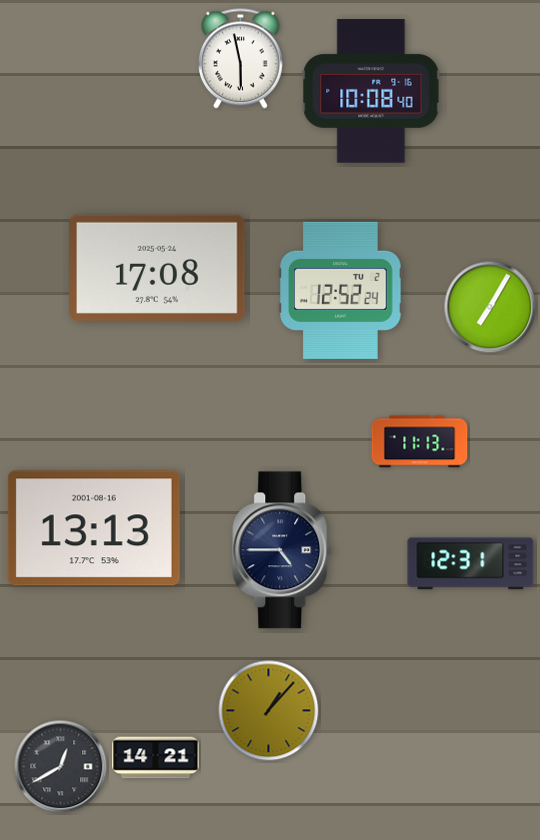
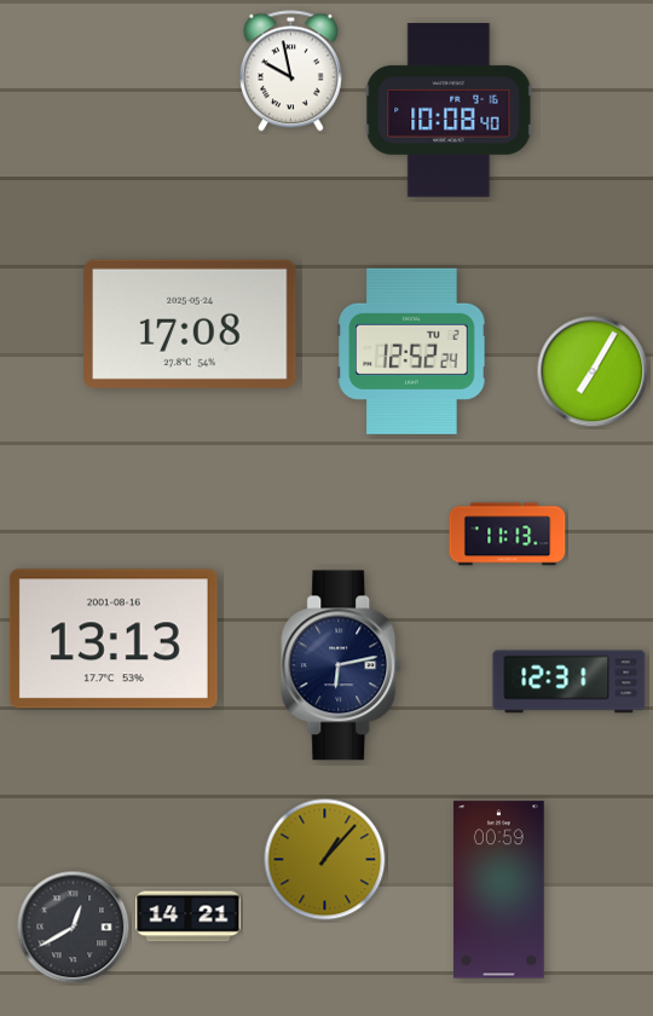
clock at (240, 59): 5:58 -> 9:58
clock at (283, 550): 4:45 -> 6:13
clock at (499, 890): none -> 00:59
